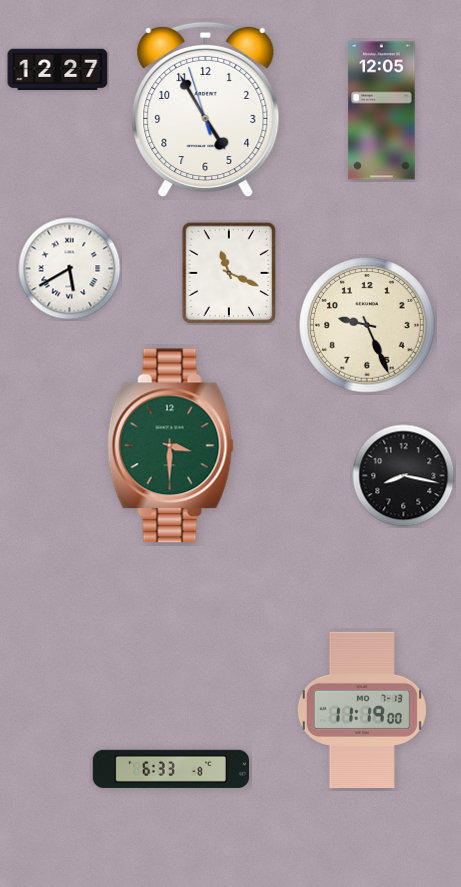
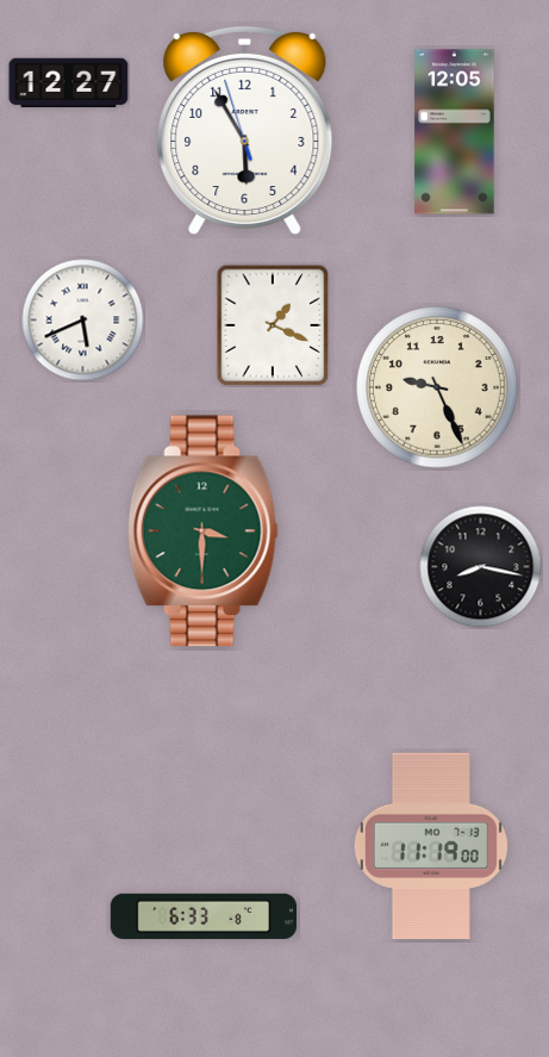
clock at (206, 110): 4:54 -> 5:54
clock at (70, 269): 5:40 -> 5:41
clock at (229, 273): 11:19 -> 1:19
